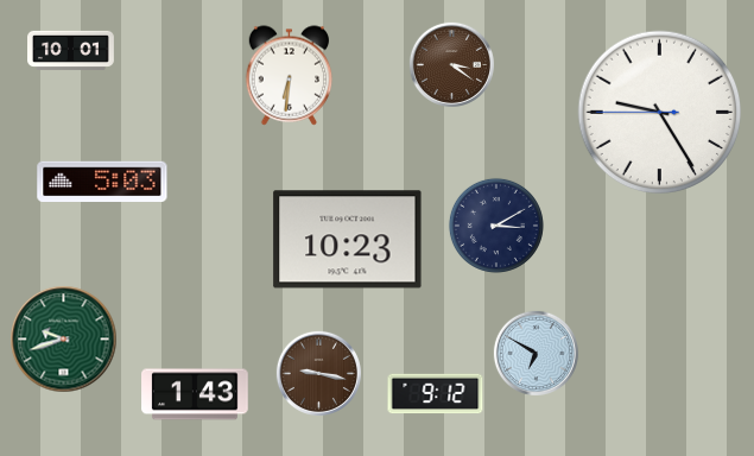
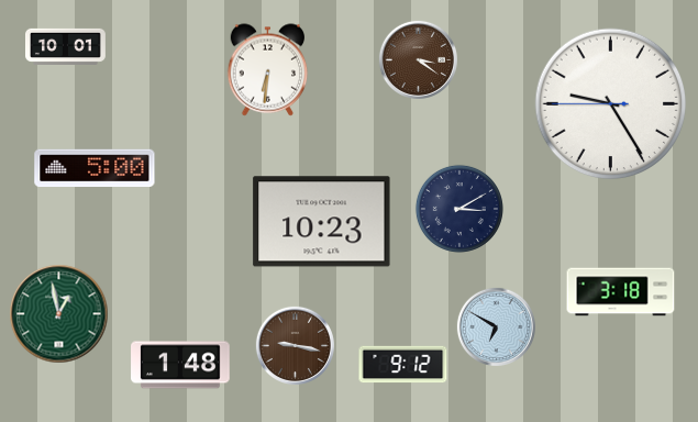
clock at (102, 180): 5:03 -> 5:00
clock at (621, 292): none -> 3:18
clock at (64, 340): 9:42 -> 12:58
clock at (195, 394): 1:43 -> 1:48
